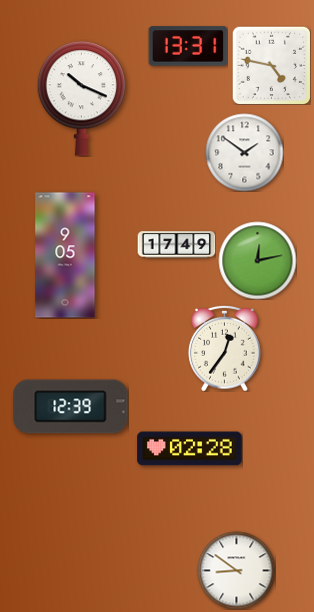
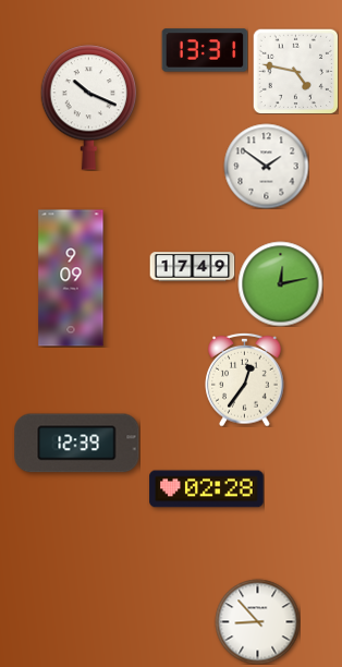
clock at (65, 255): 9:05 -> 9:09
clock at (236, 570): 8:51 -> 8:53
